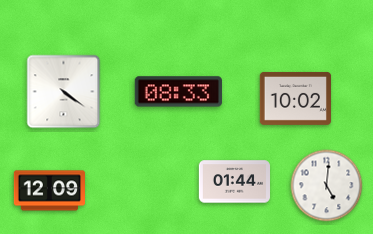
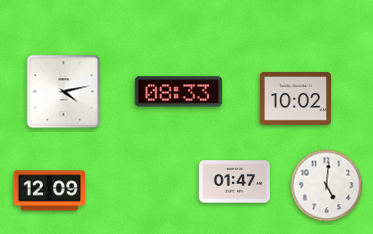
clock at (64, 92): 4:21 -> 4:13
clock at (234, 182): 01:44 -> 01:47
